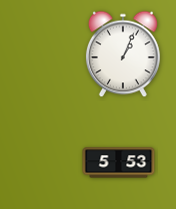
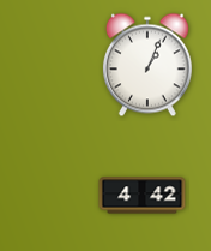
clock at (119, 163): 5:53 -> 4:42
